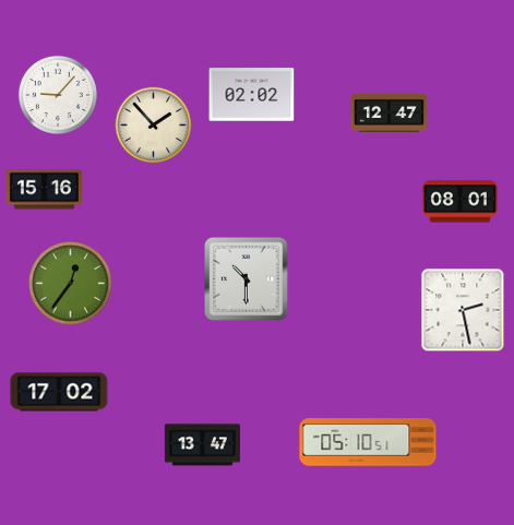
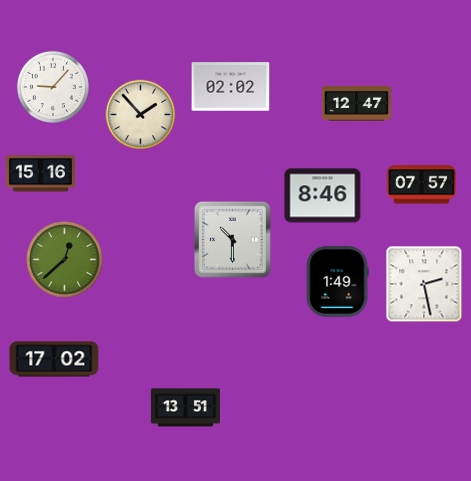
clock at (459, 202): 08:01 -> 07:57
clock at (323, 196): none -> 8:46
clock at (246, 278) position: (246, 278) -> (232, 239)
clock at (71, 284): 12:36 -> 12:38
clock at (337, 282): none -> 1:49
clock at (368, 442): 05:10 -> none
clock at (202, 445): 13:47 -> 13:51
